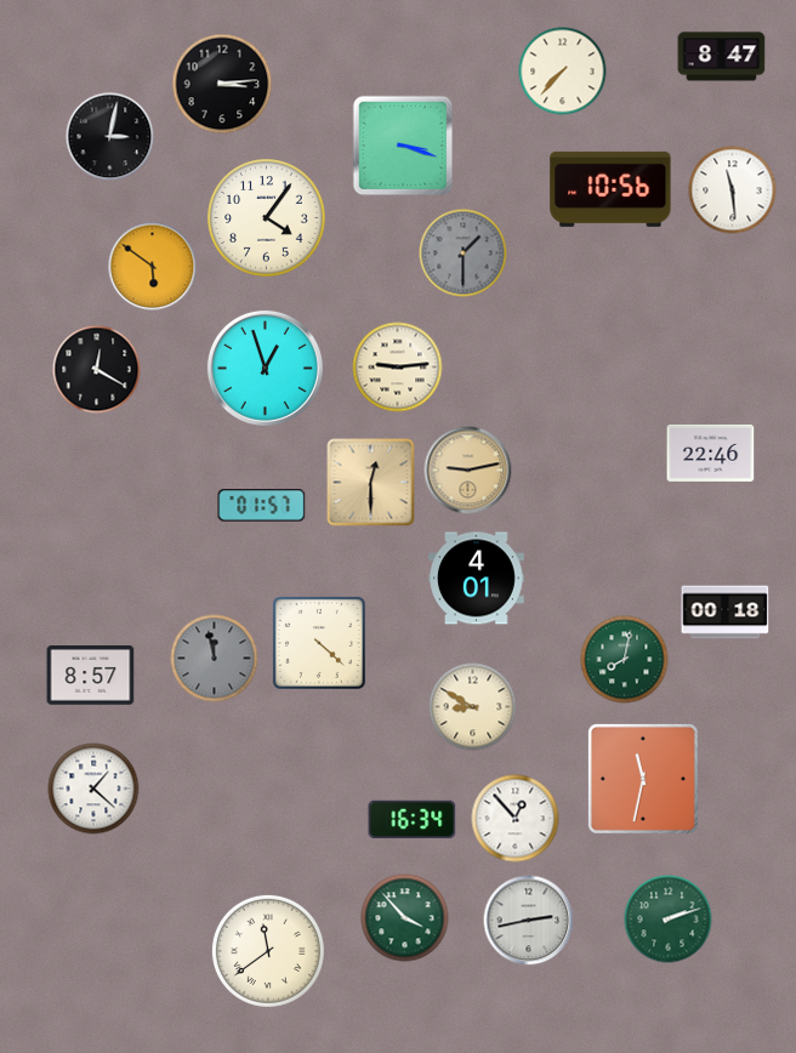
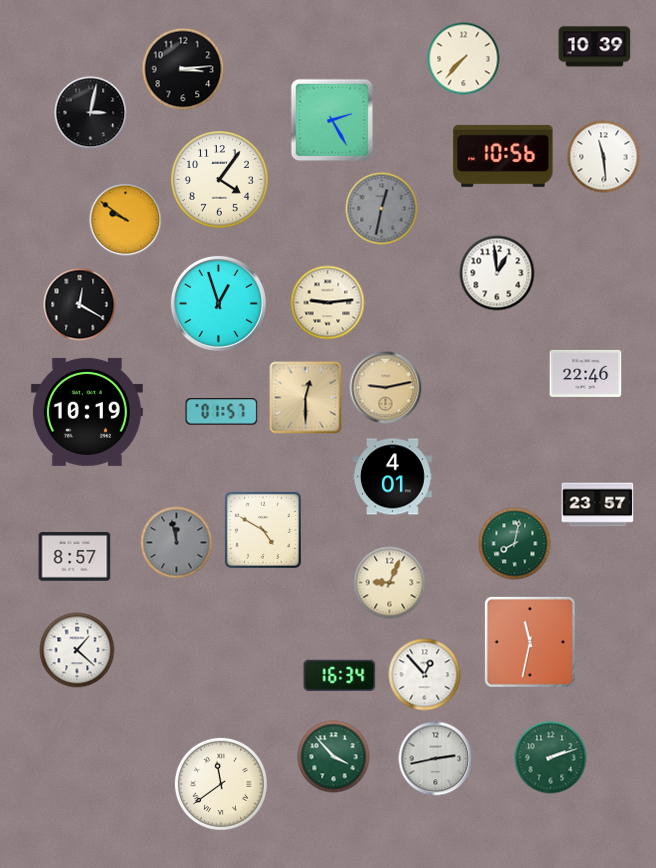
clock at (722, 57): 8:47 -> 10:39
clock at (403, 146): 3:18 -> 2:25
clock at (464, 254): 1:30 -> 12:32
clock at (153, 267): 5:51 -> 9:51
clock at (497, 273): none -> 12:59
clock at (87, 412): none -> 10:19
clock at (262, 506) position: (262, 506) -> (222, 412)
clock at (726, 613): 00:18 -> 23:57
clock at (319, 643): 4:22 -> 4:50
clock at (473, 707): 8:50 -> 9:04
